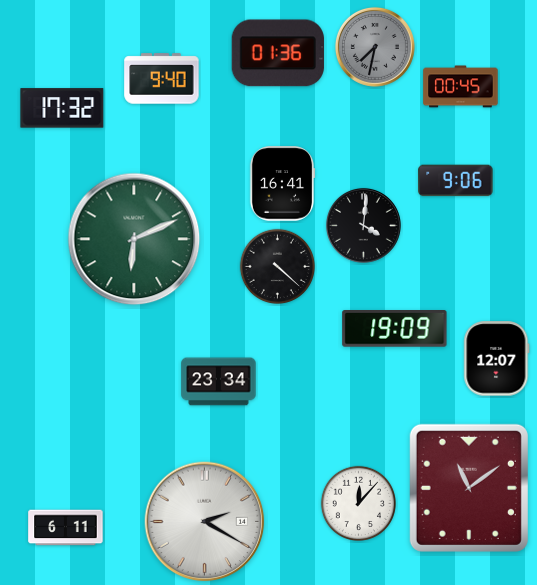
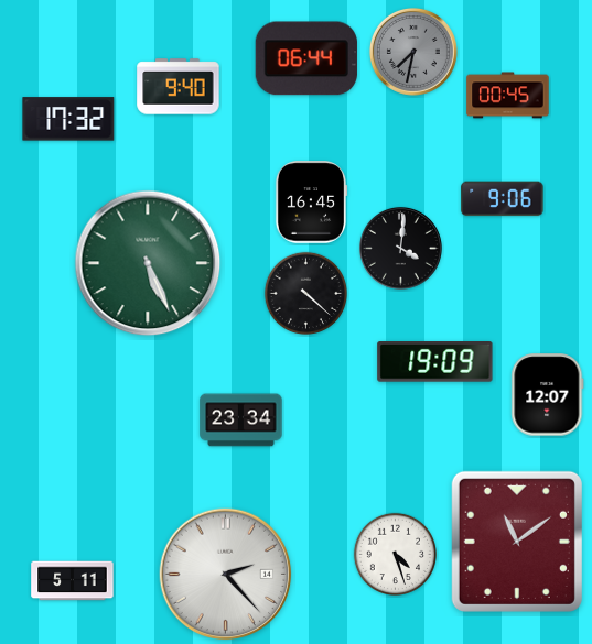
clock at (278, 53): 01:36 -> 06:44
clock at (282, 184): 16:41 -> 16:45
clock at (134, 239): 6:11 -> 5:26
clock at (469, 488) position: (469, 488) -> (517, 542)
clock at (359, 504): 12:07 -> 4:27
clock at (205, 522): 2:20 -> 2:23
clock at (66, 528): 6:11 -> 5:11
